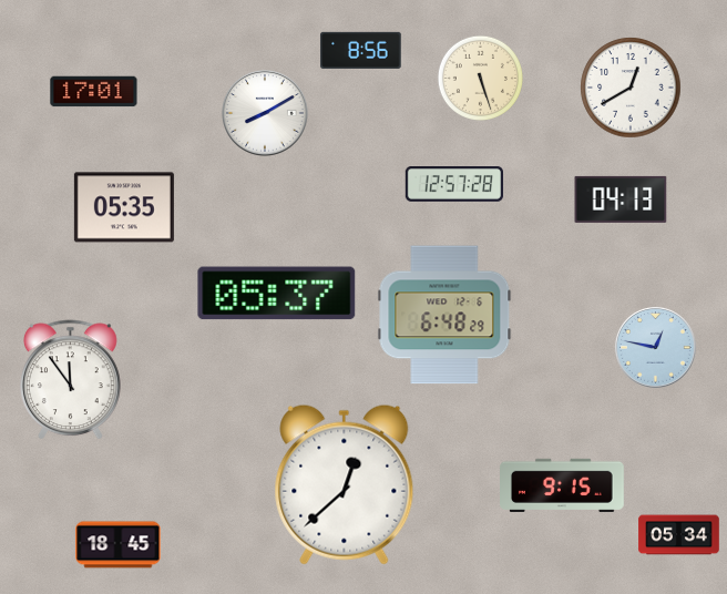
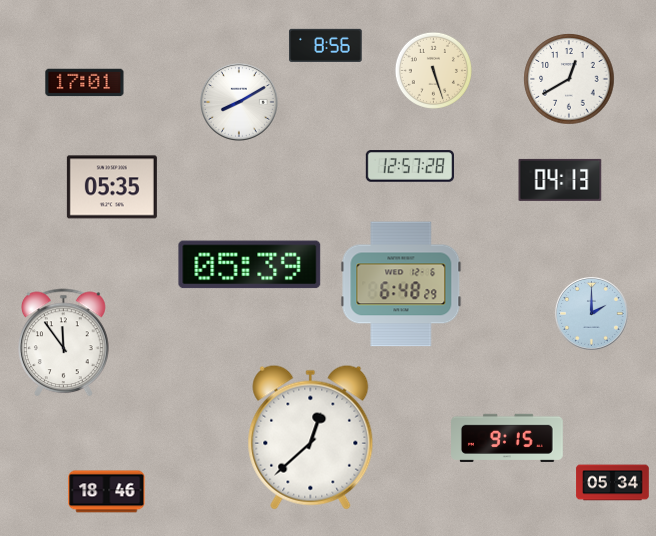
clock at (277, 294): 05:37 -> 05:39
clock at (655, 347): 12:47 -> 2:00
clock at (119, 545): 18:45 -> 18:46
